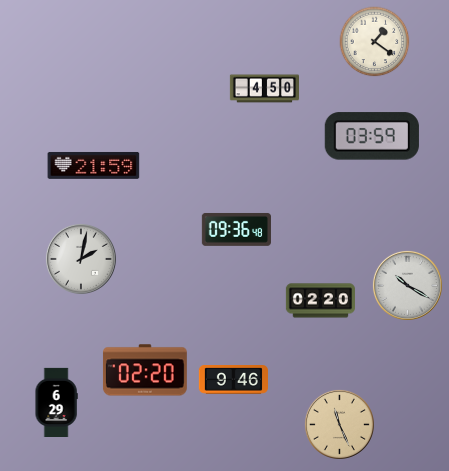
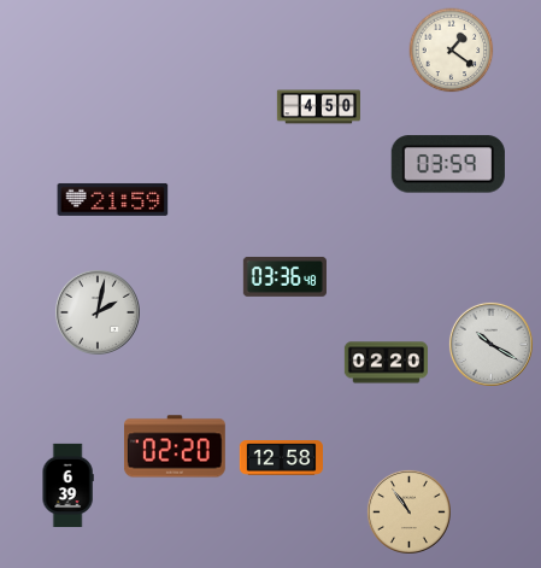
clock at (236, 230): 09:36 -> 03:36
clock at (233, 380): 9:46 -> 12:58
clock at (56, 402): 6:29 -> 6:39
clock at (339, 424): 11:26 -> 10:54
